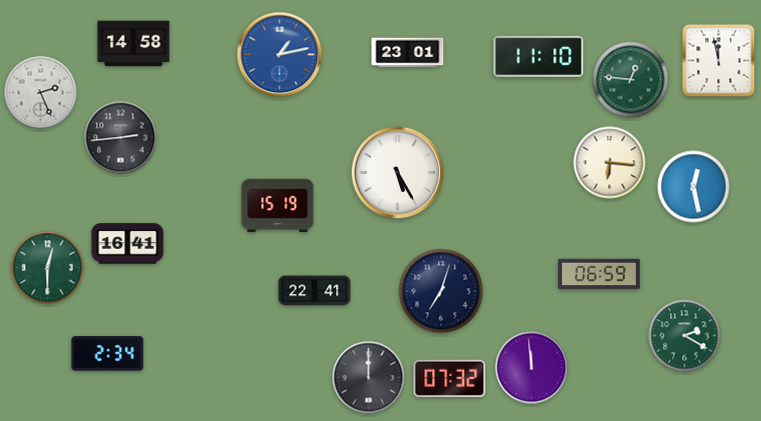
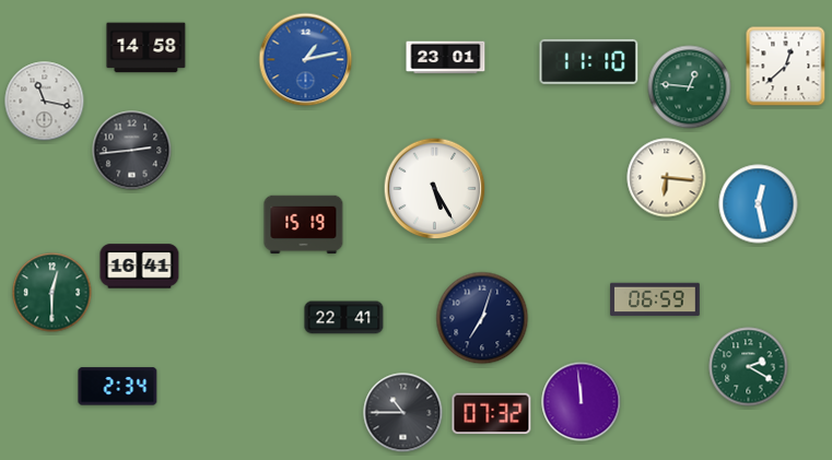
clock at (719, 61): 11:58 -> 12:38
clock at (41, 93): 2:26 -> 11:17
clock at (369, 378): 12:00 -> 10:45
